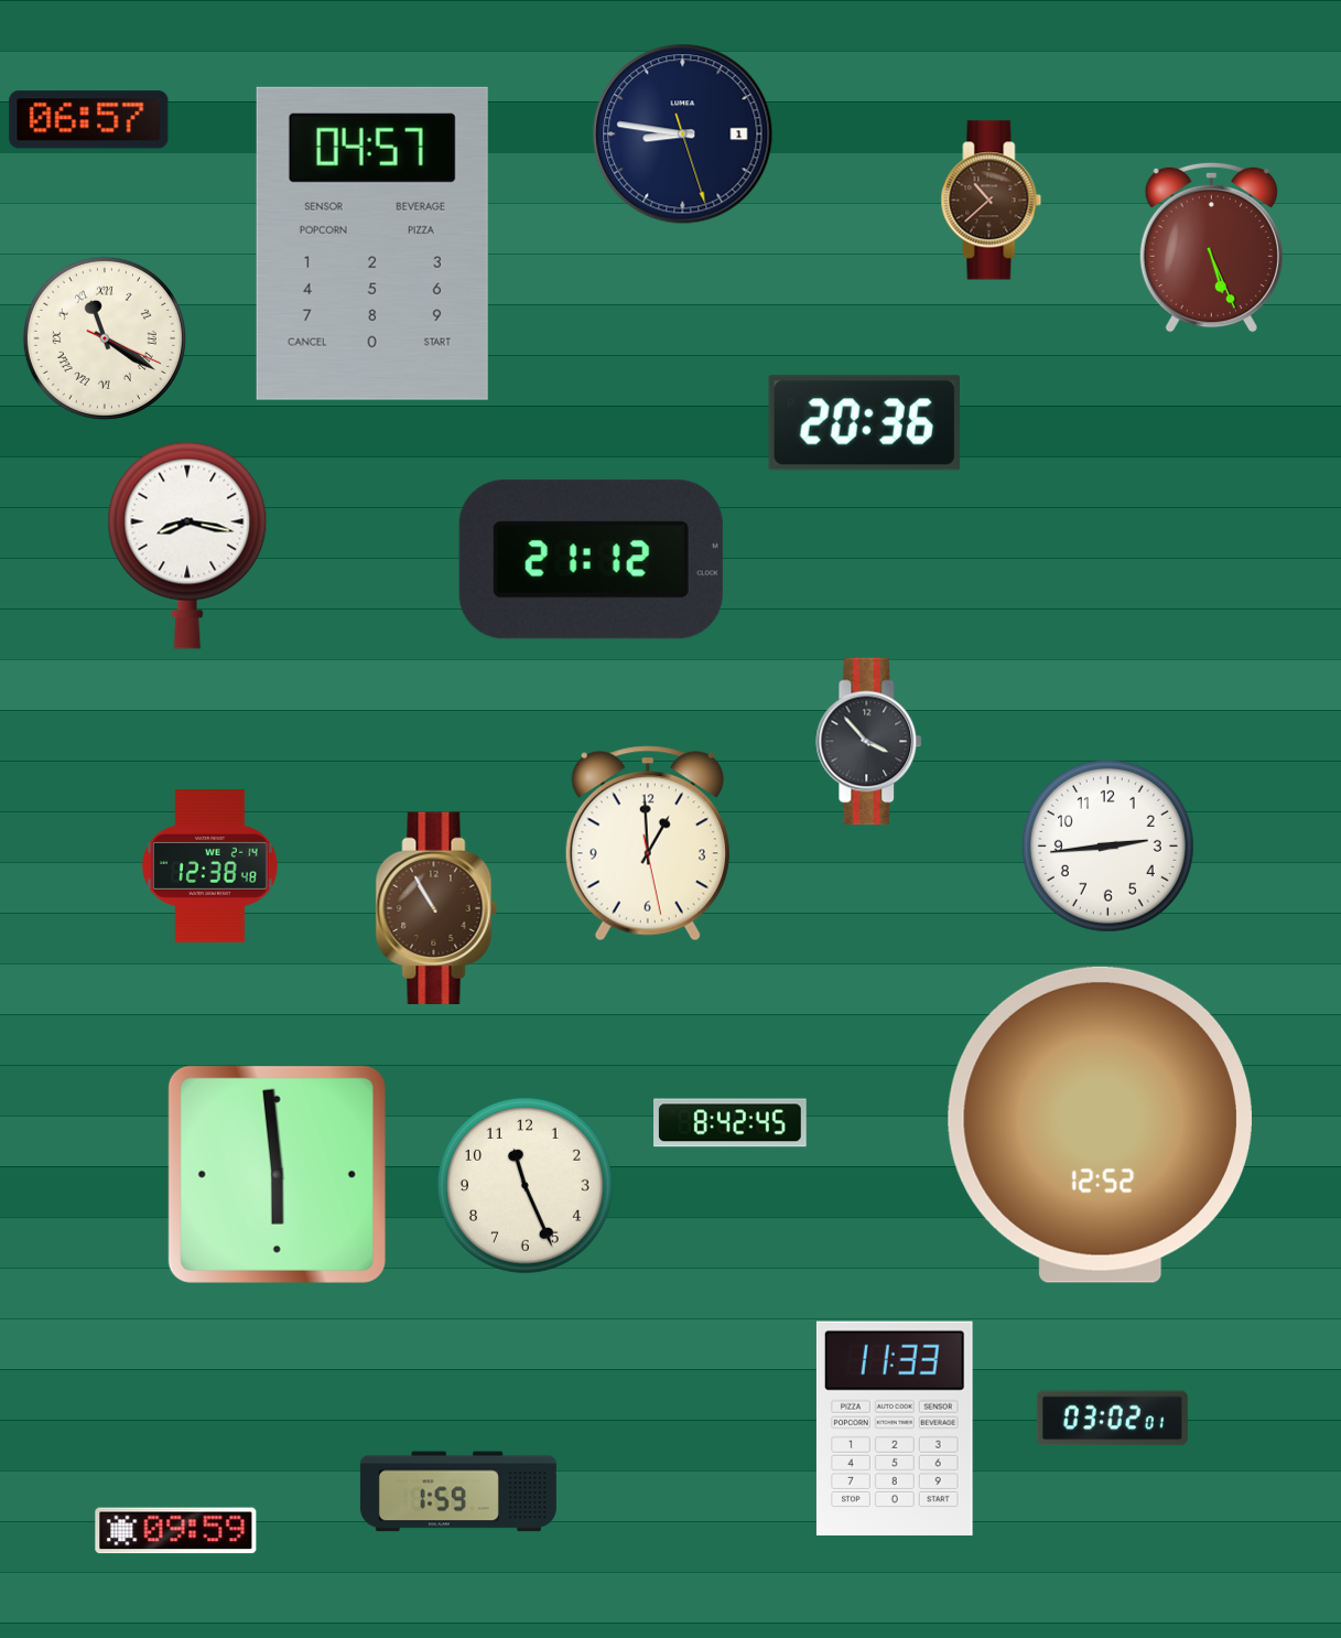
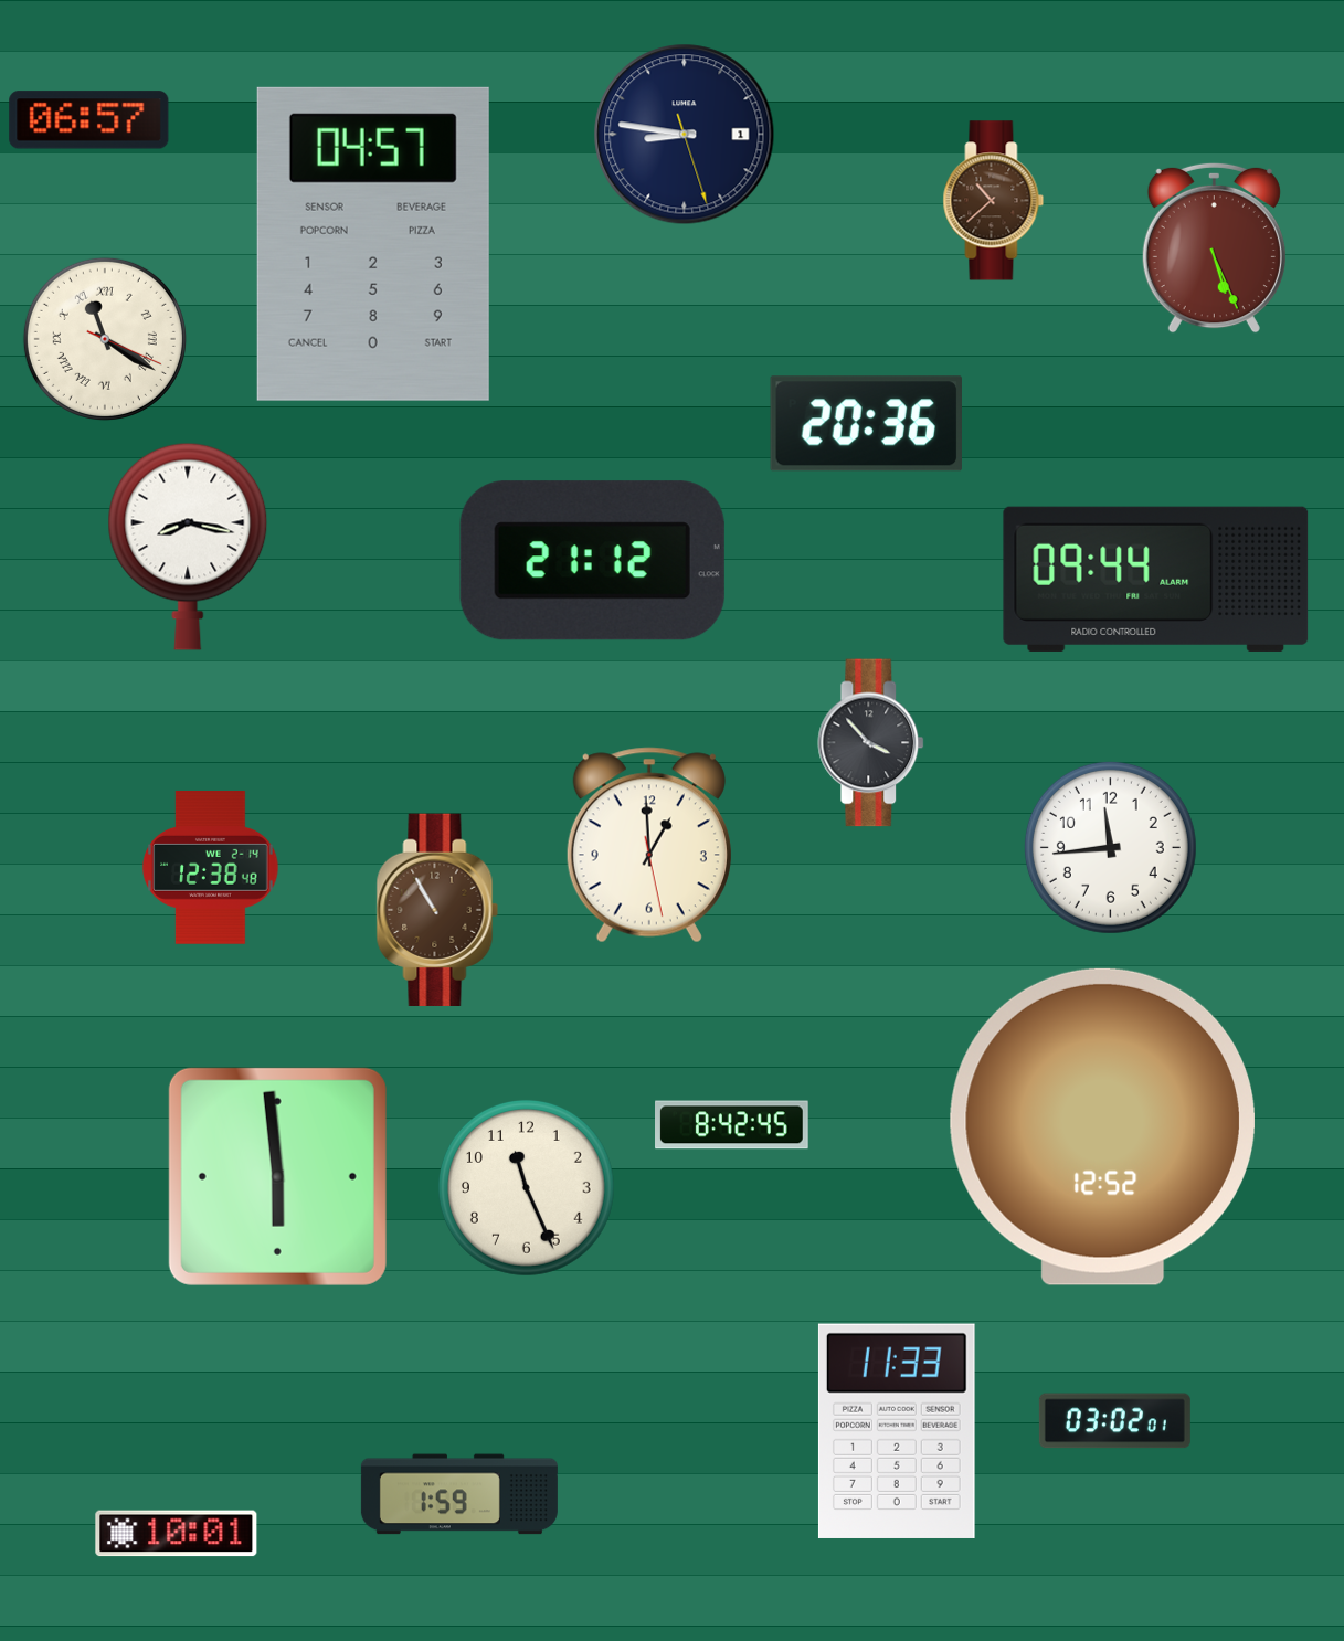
clock at (1156, 579): none -> 09:44
clock at (1107, 845): 2:44 -> 11:44
clock at (176, 1531): 09:59 -> 10:01
